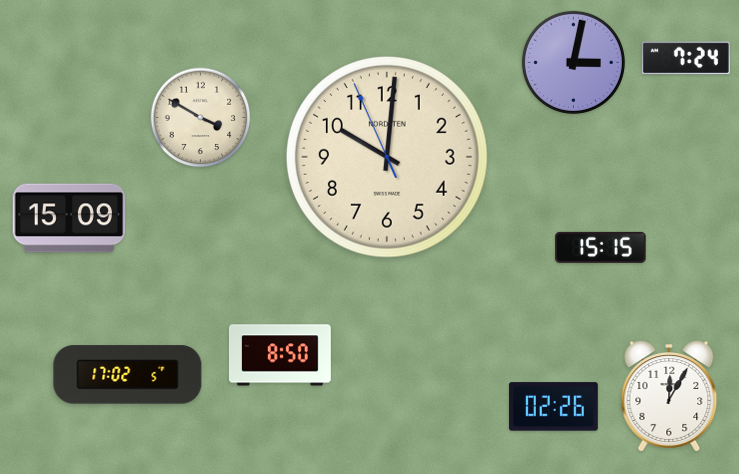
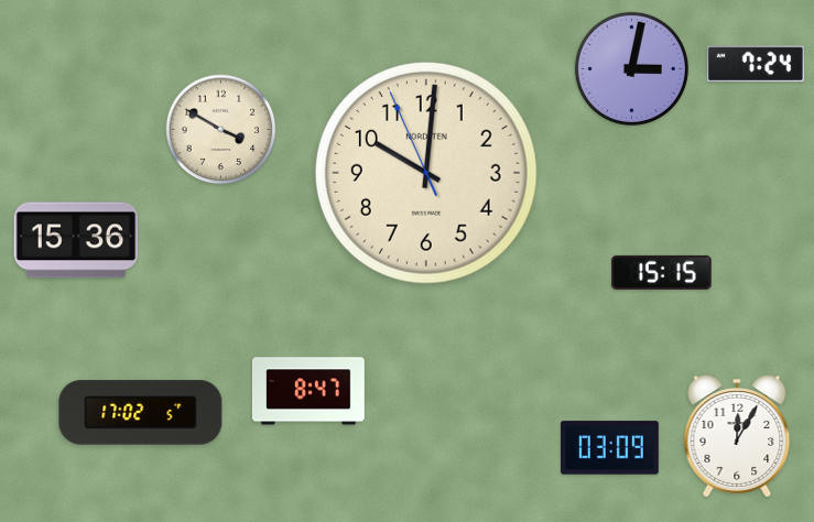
clock at (69, 218): 15:09 -> 15:36
clock at (280, 355): 8:50 -> 8:47
clock at (554, 407): 02:26 -> 03:09
